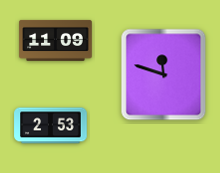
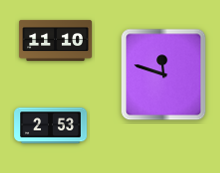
clock at (56, 40): 11:09 -> 11:10
